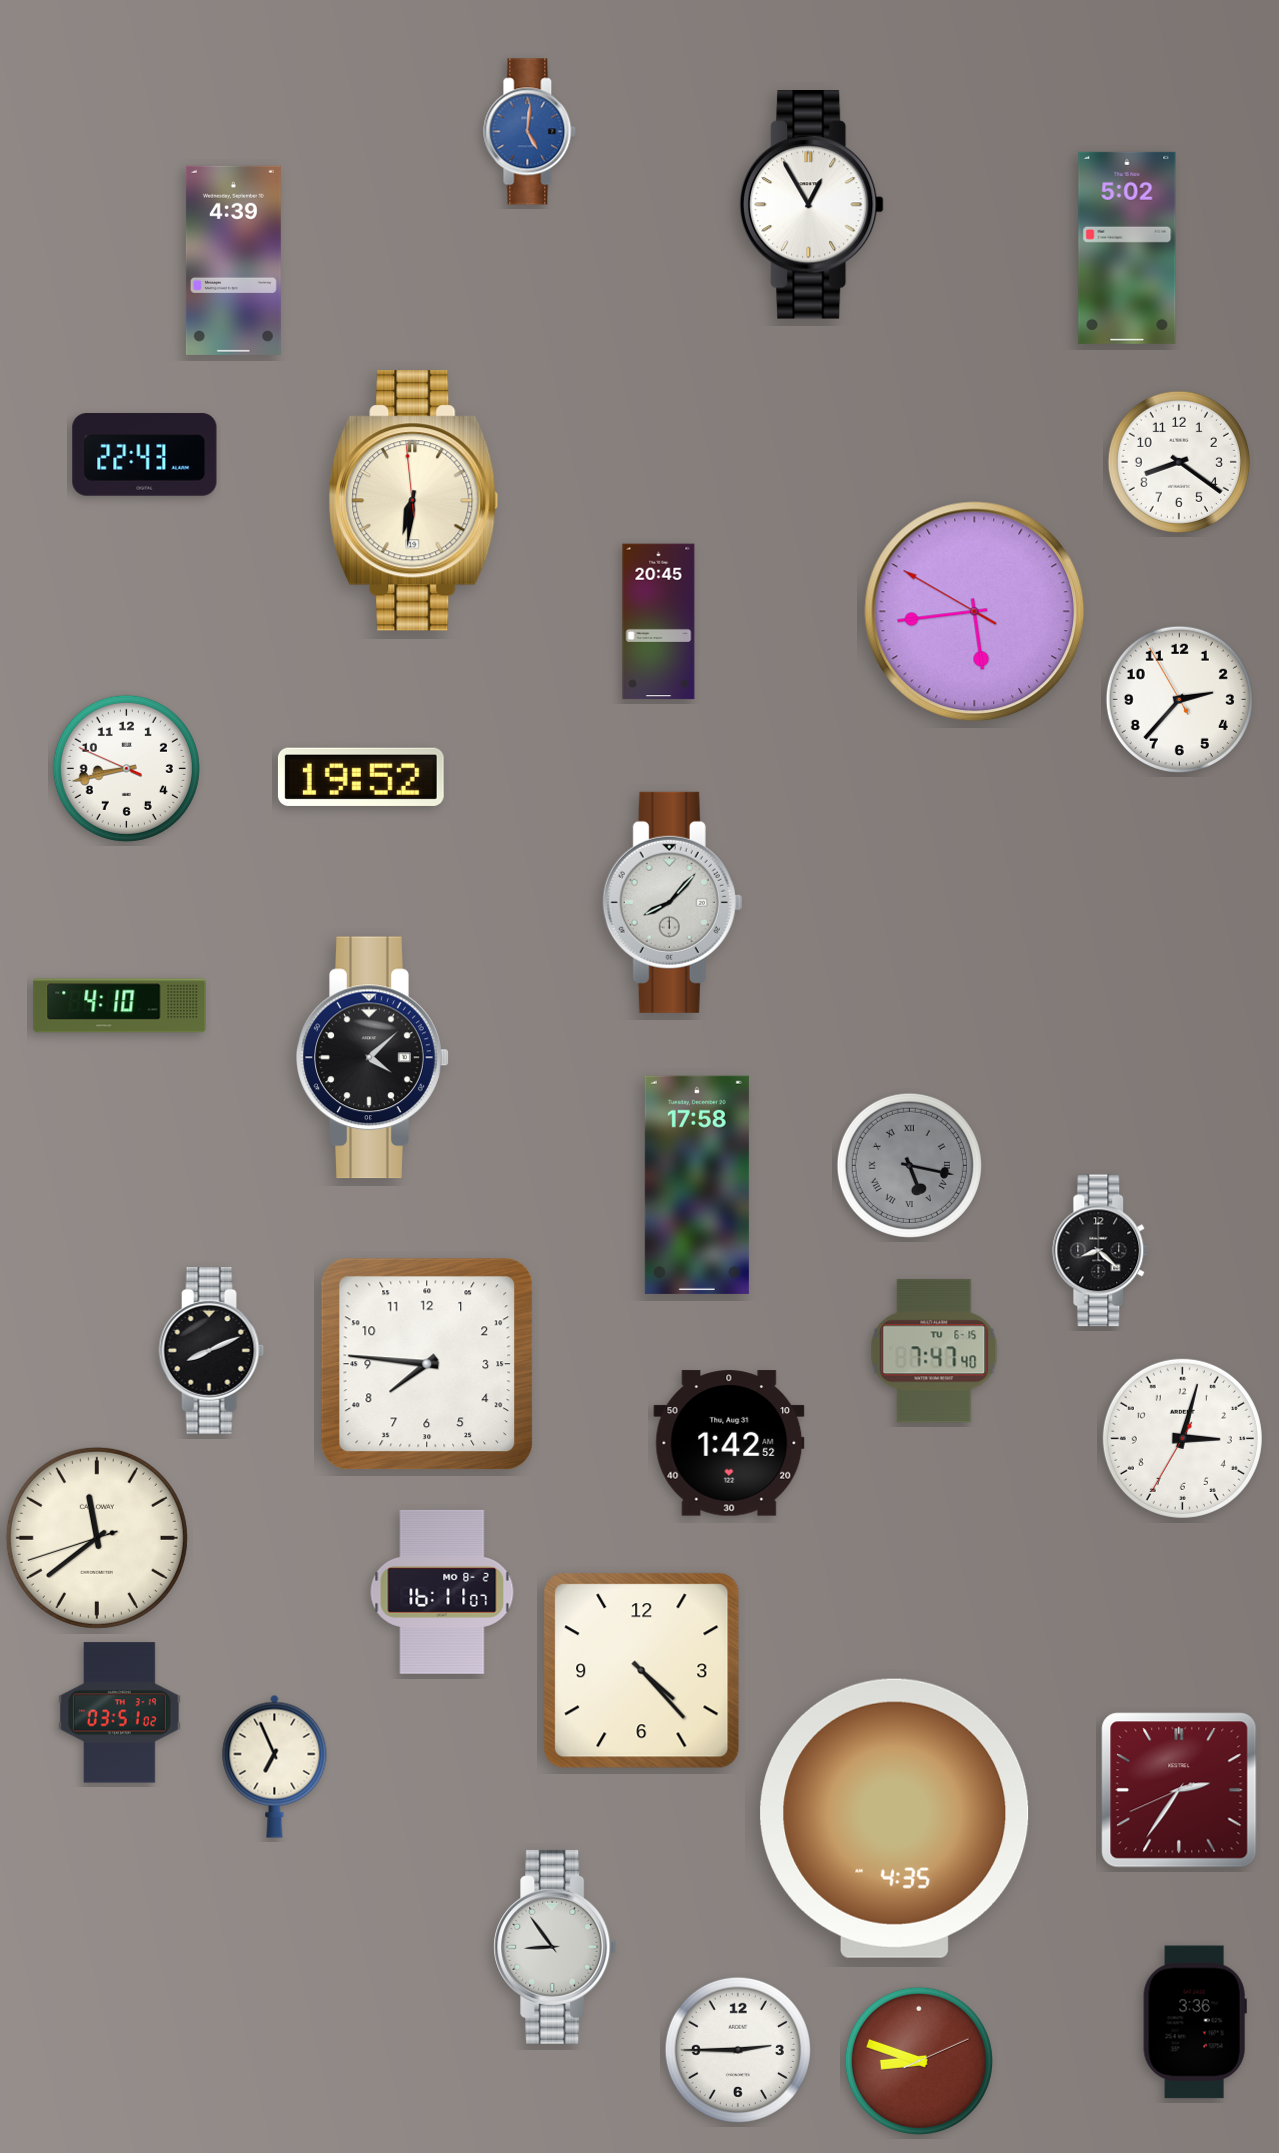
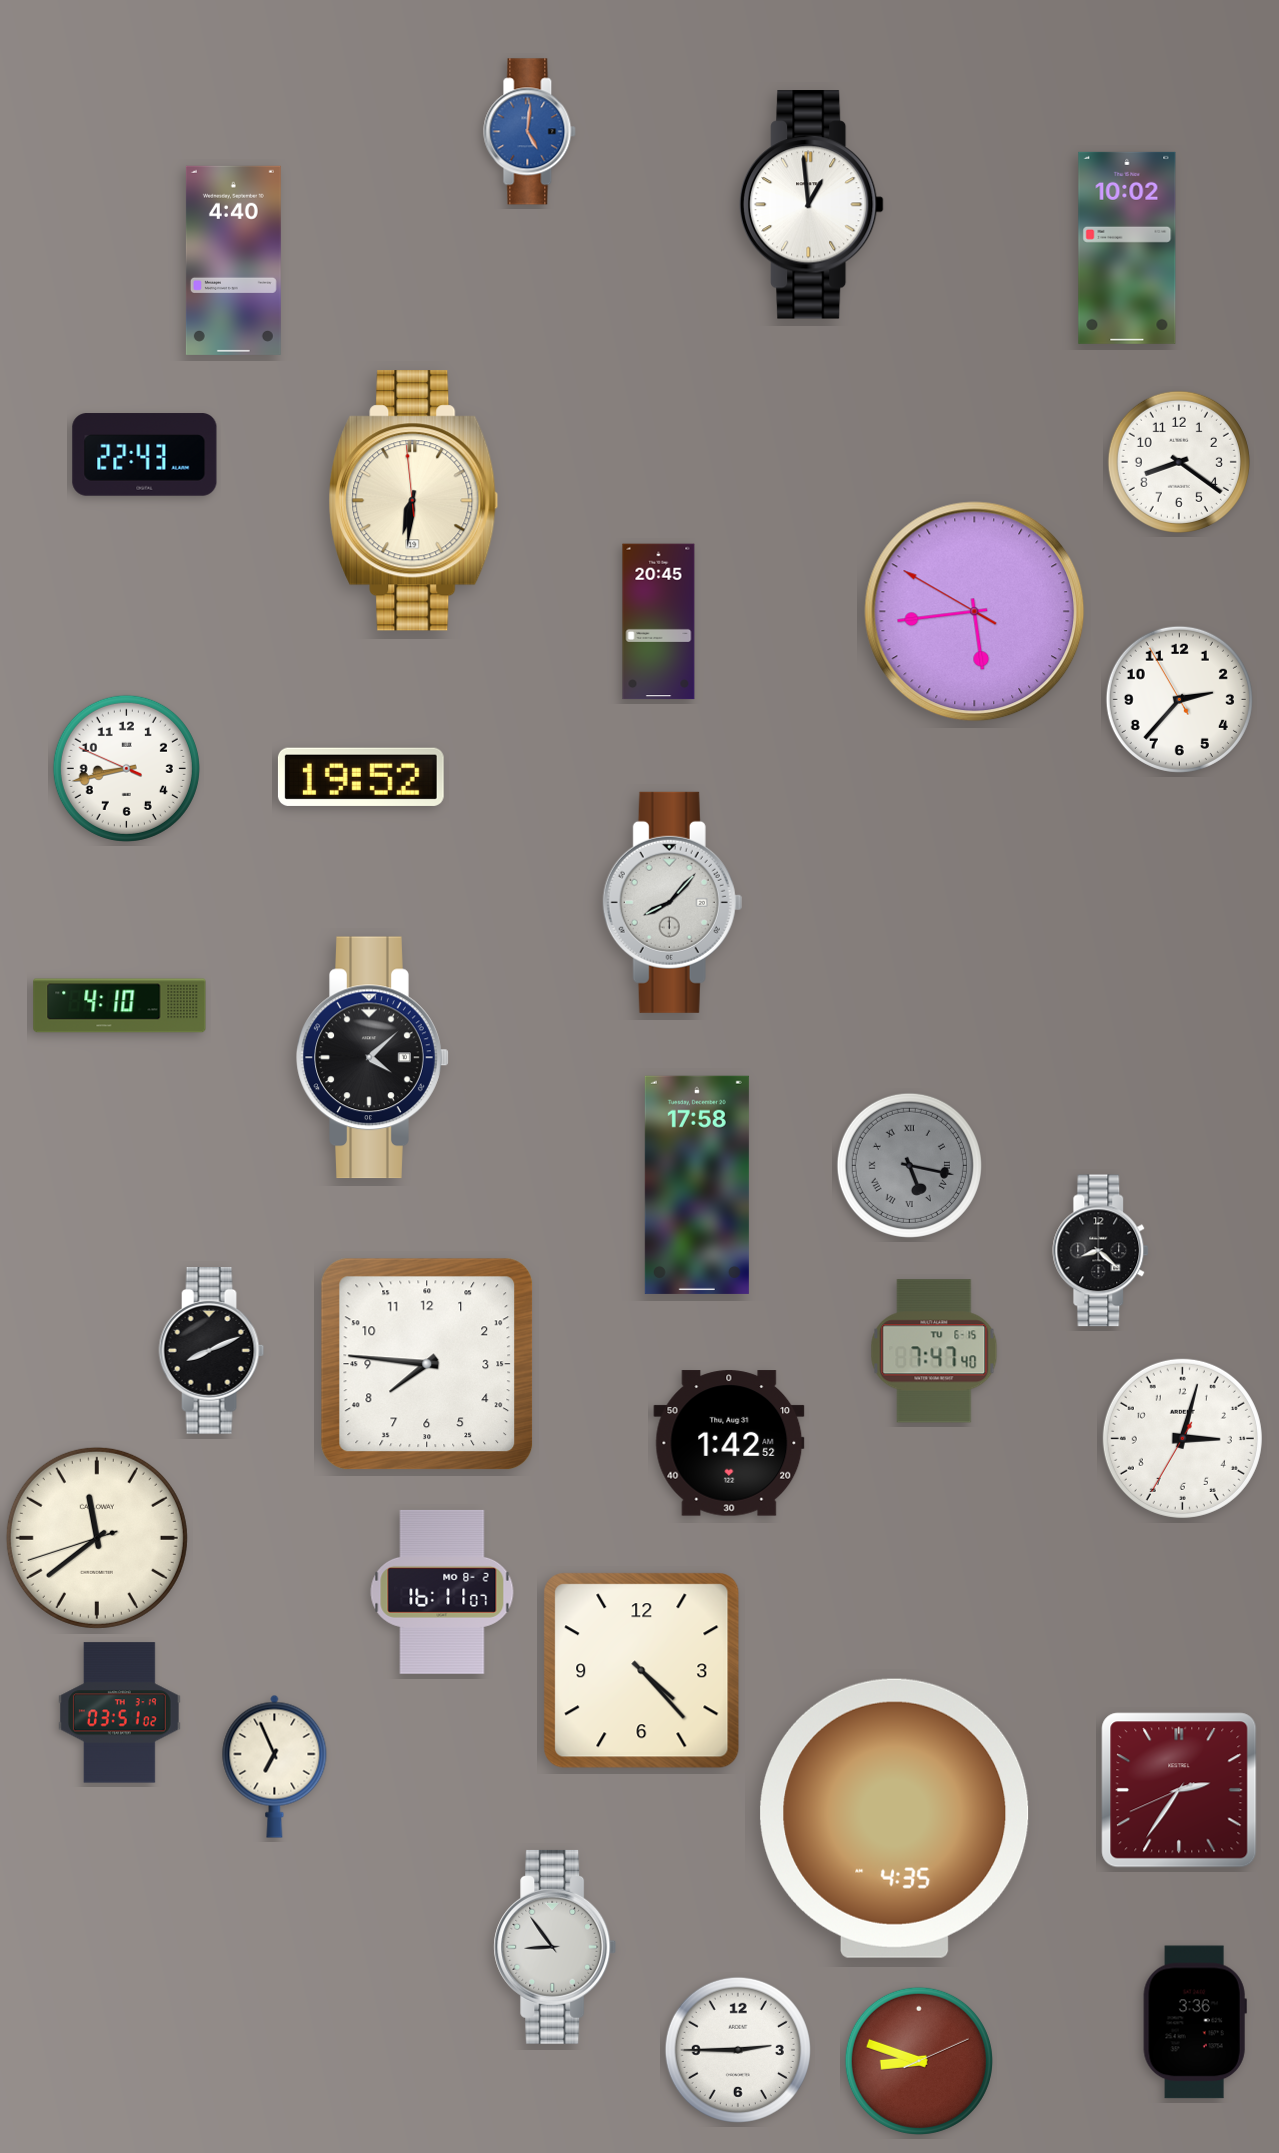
clock at (812, 205): 12:55 -> 12:59
clock at (1127, 248): 5:02 -> 10:02
clock at (233, 260): 4:39 -> 4:40
